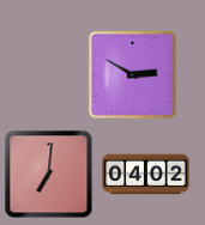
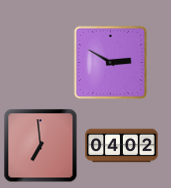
clock at (49, 175): 7:01 -> 6:59
